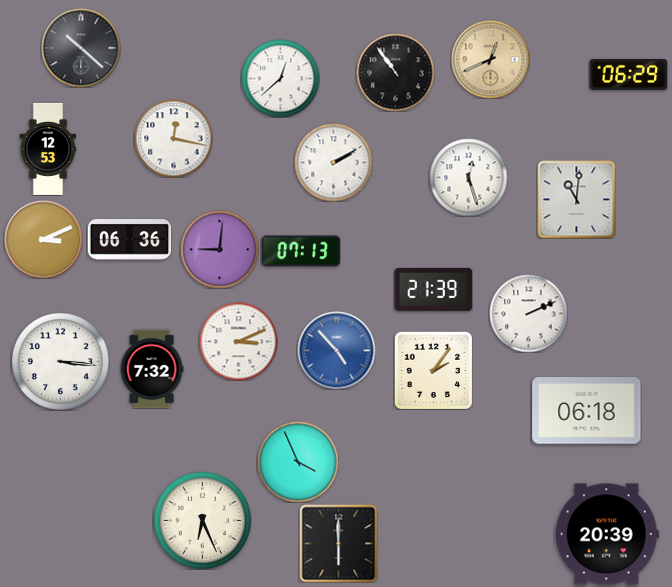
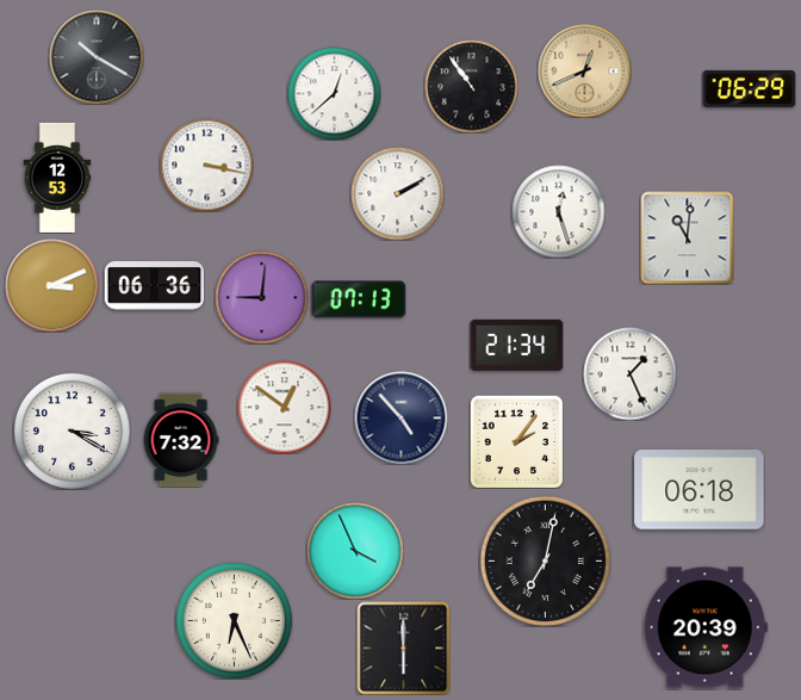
clock at (81, 48): 10:22 -> 10:20
clock at (173, 138): 12:17 -> 3:17
clock at (433, 289): 21:39 -> 21:34
clock at (528, 313): 2:11 -> 1:26
clock at (238, 341): 3:11 -> 12:51
clock at (336, 350) dial: blue -> navy
clock at (60, 361): 3:16 -> 3:20
clock at (545, 560): none -> 7:02
clock at (202, 520) position: (202, 520) -> (234, 620)
clock at (607, 534) position: (607, 534) -> (706, 627)
